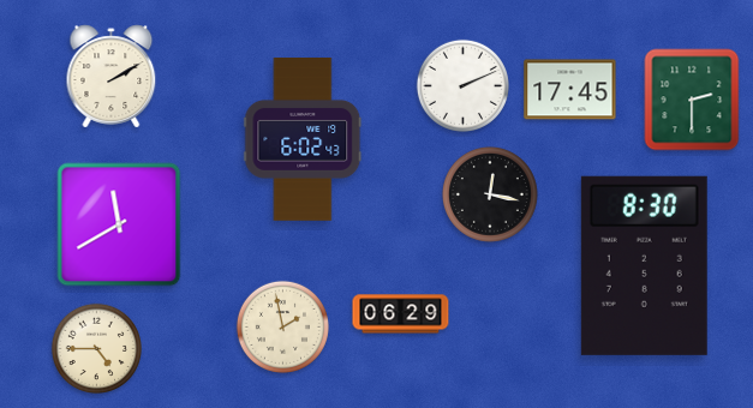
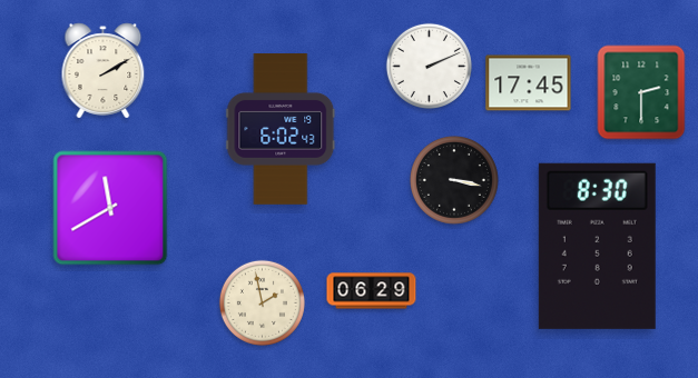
clock at (462, 85) position: (462, 85) -> (429, 66)
clock at (490, 194): 12:17 -> 3:17
clock at (97, 349): 4:45 -> none
